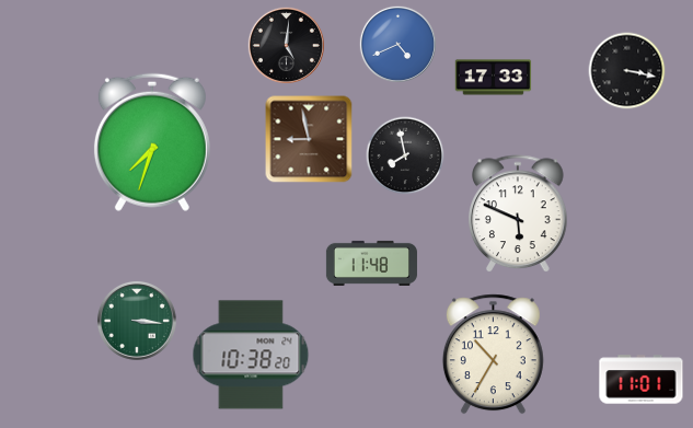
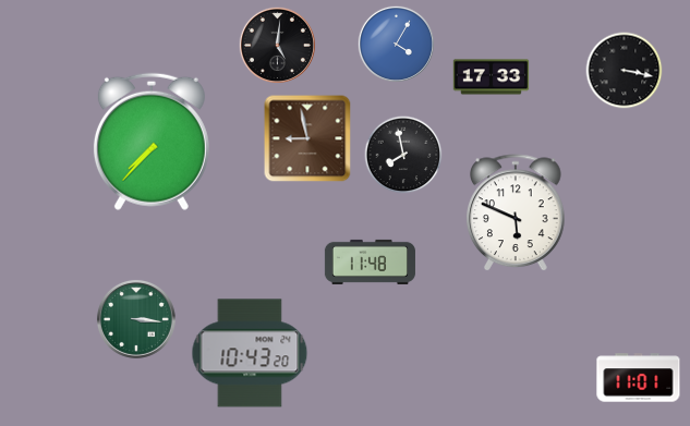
clock at (397, 44): 4:41 -> 4:05
clock at (286, 45) position: (286, 45) -> (277, 45)
clock at (152, 142): 7:33 -> 7:37
clock at (251, 355): 10:38 -> 10:43
clock at (493, 355): 10:35 -> none
